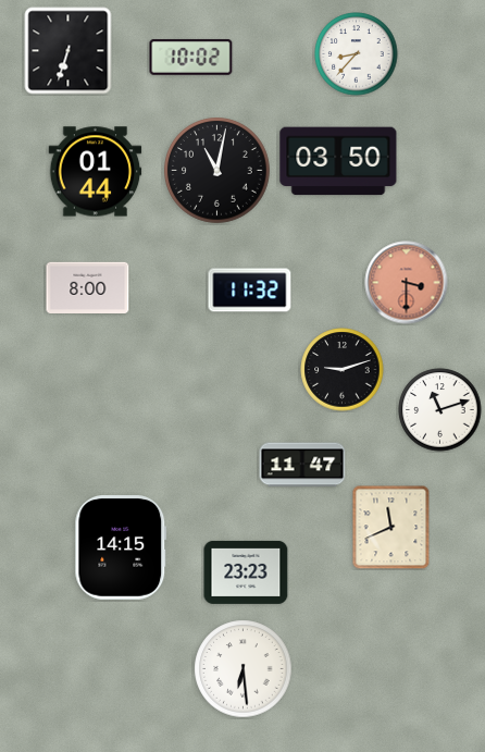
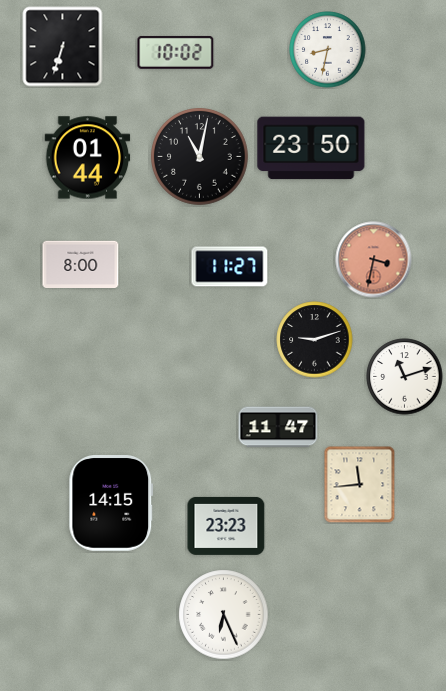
clock at (357, 54): 8:37 -> 8:32
clock at (338, 161): 03:50 -> 23:50
clock at (407, 283): 3:30 -> 3:32
clock at (250, 291): 11:32 -> 11:27
clock at (391, 527): 11:41 -> 11:44
clock at (244, 669): 6:29 -> 6:26
